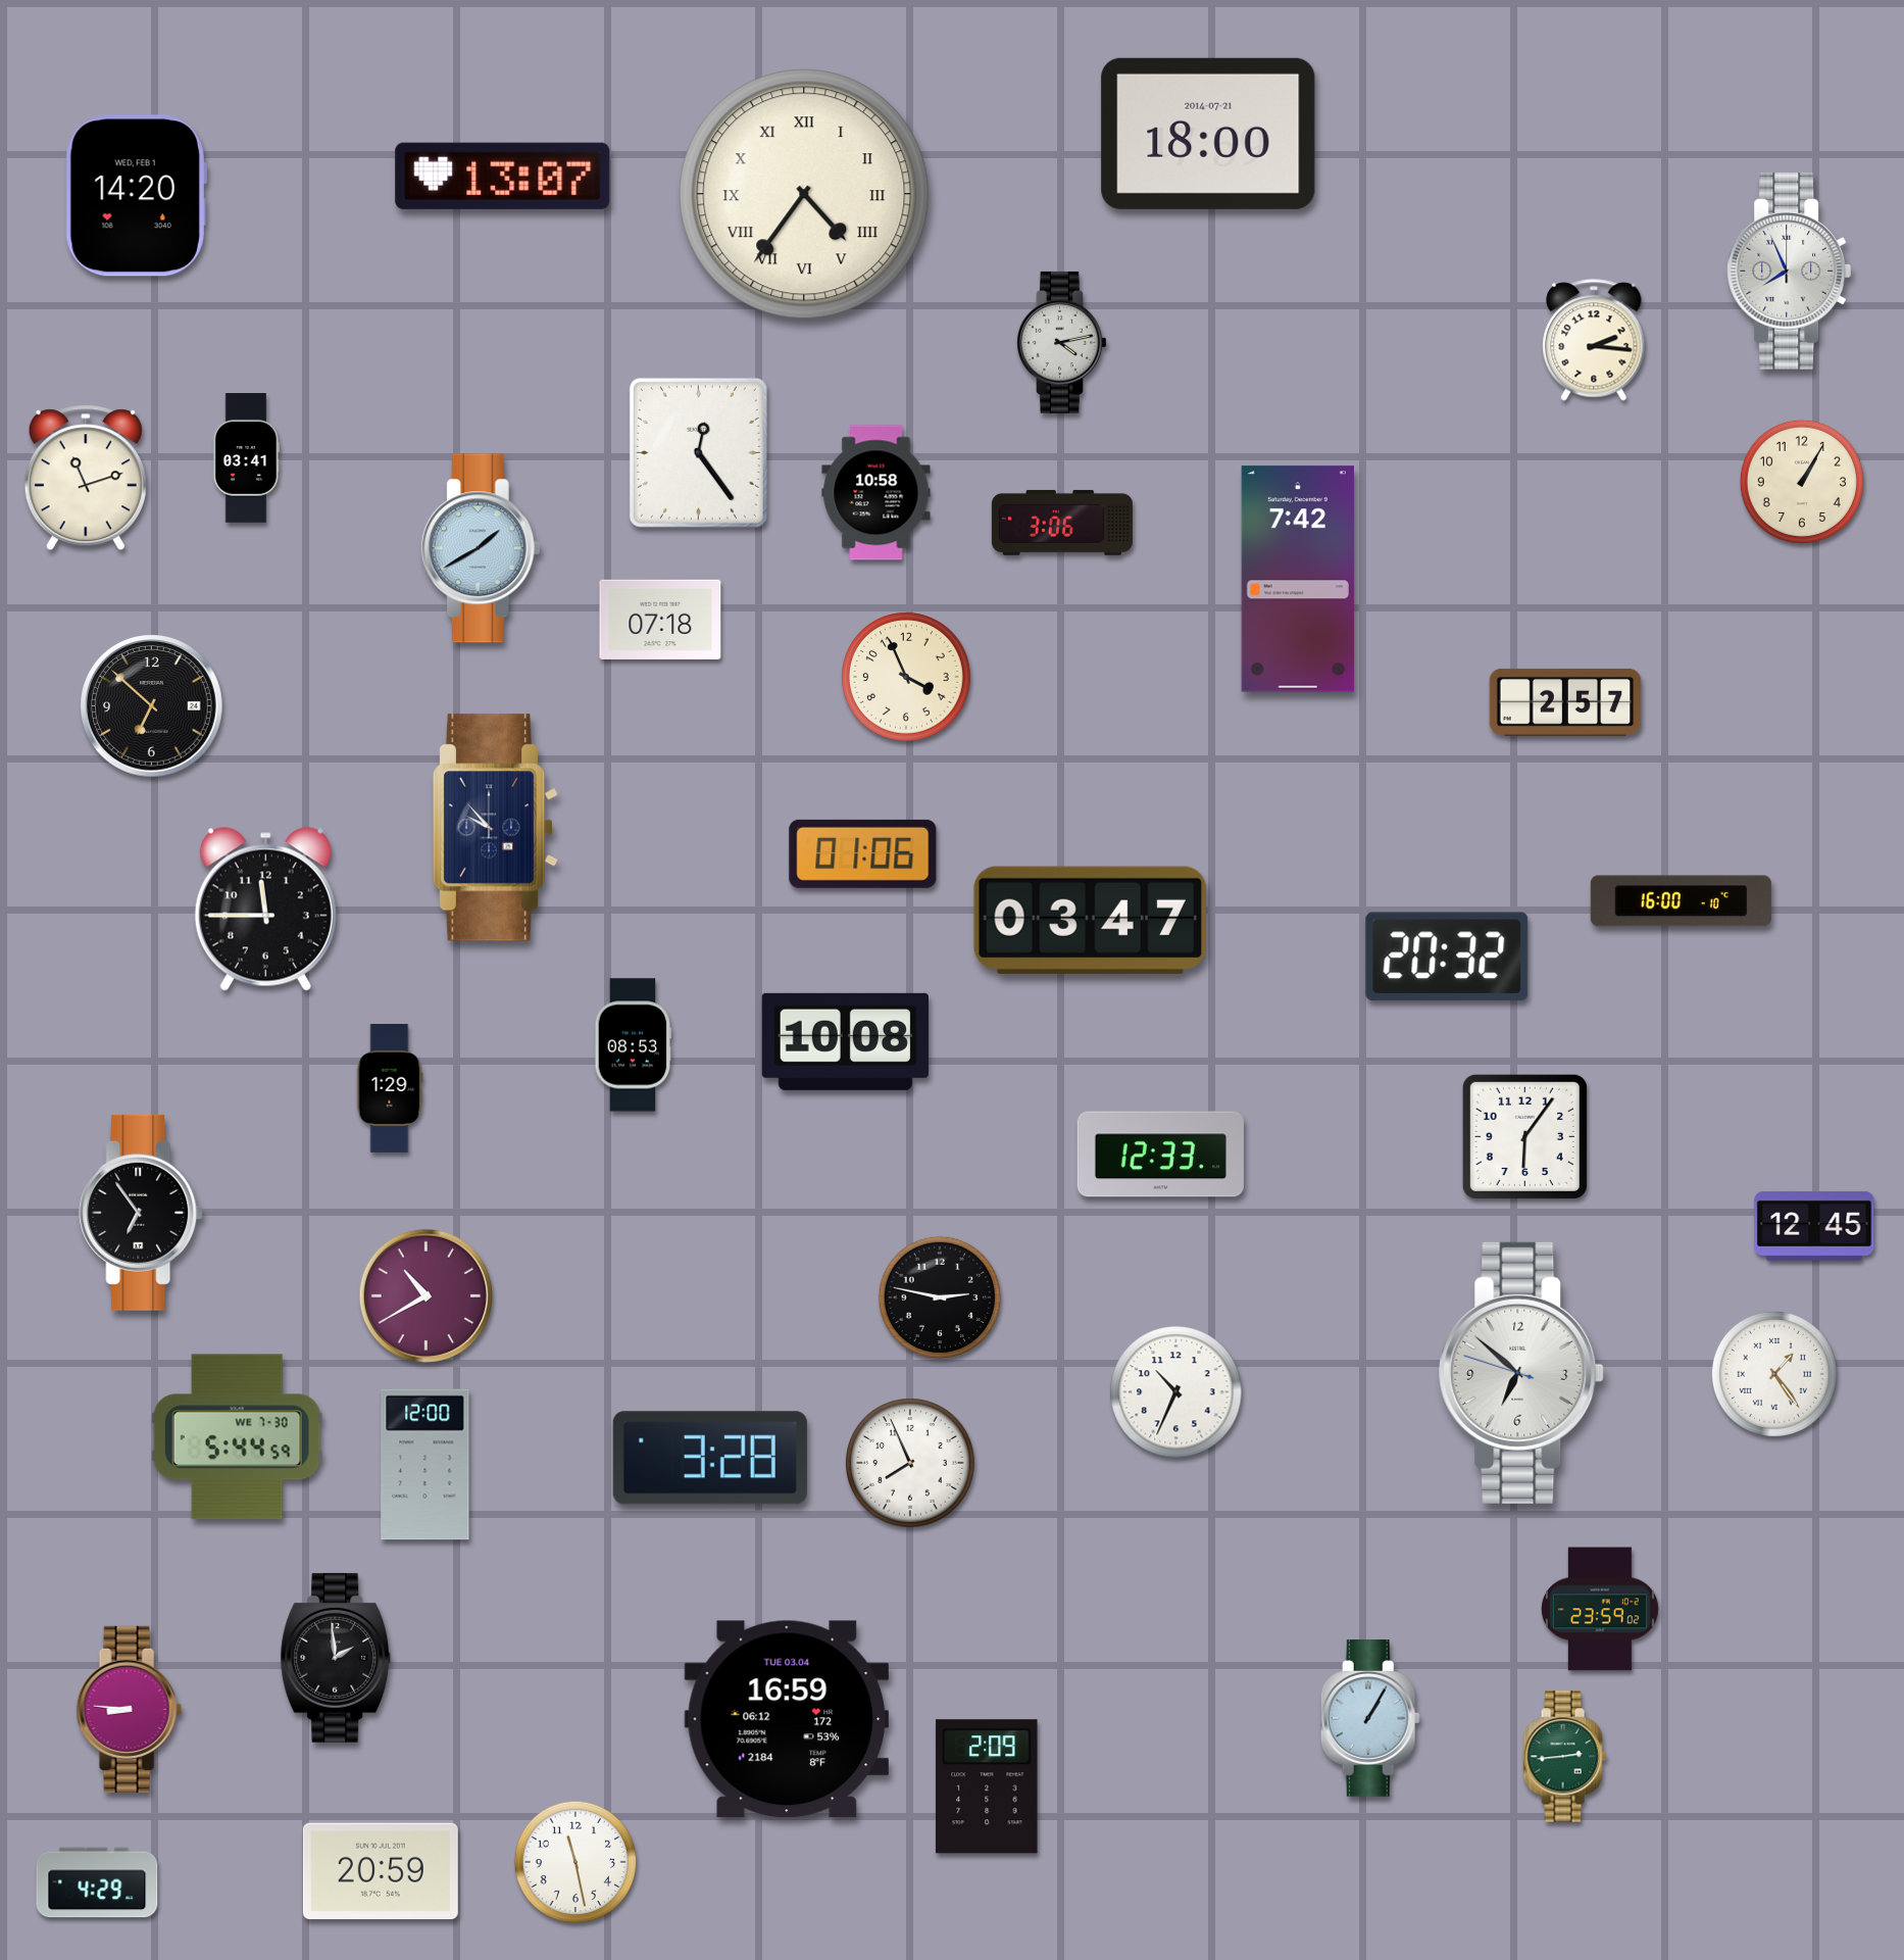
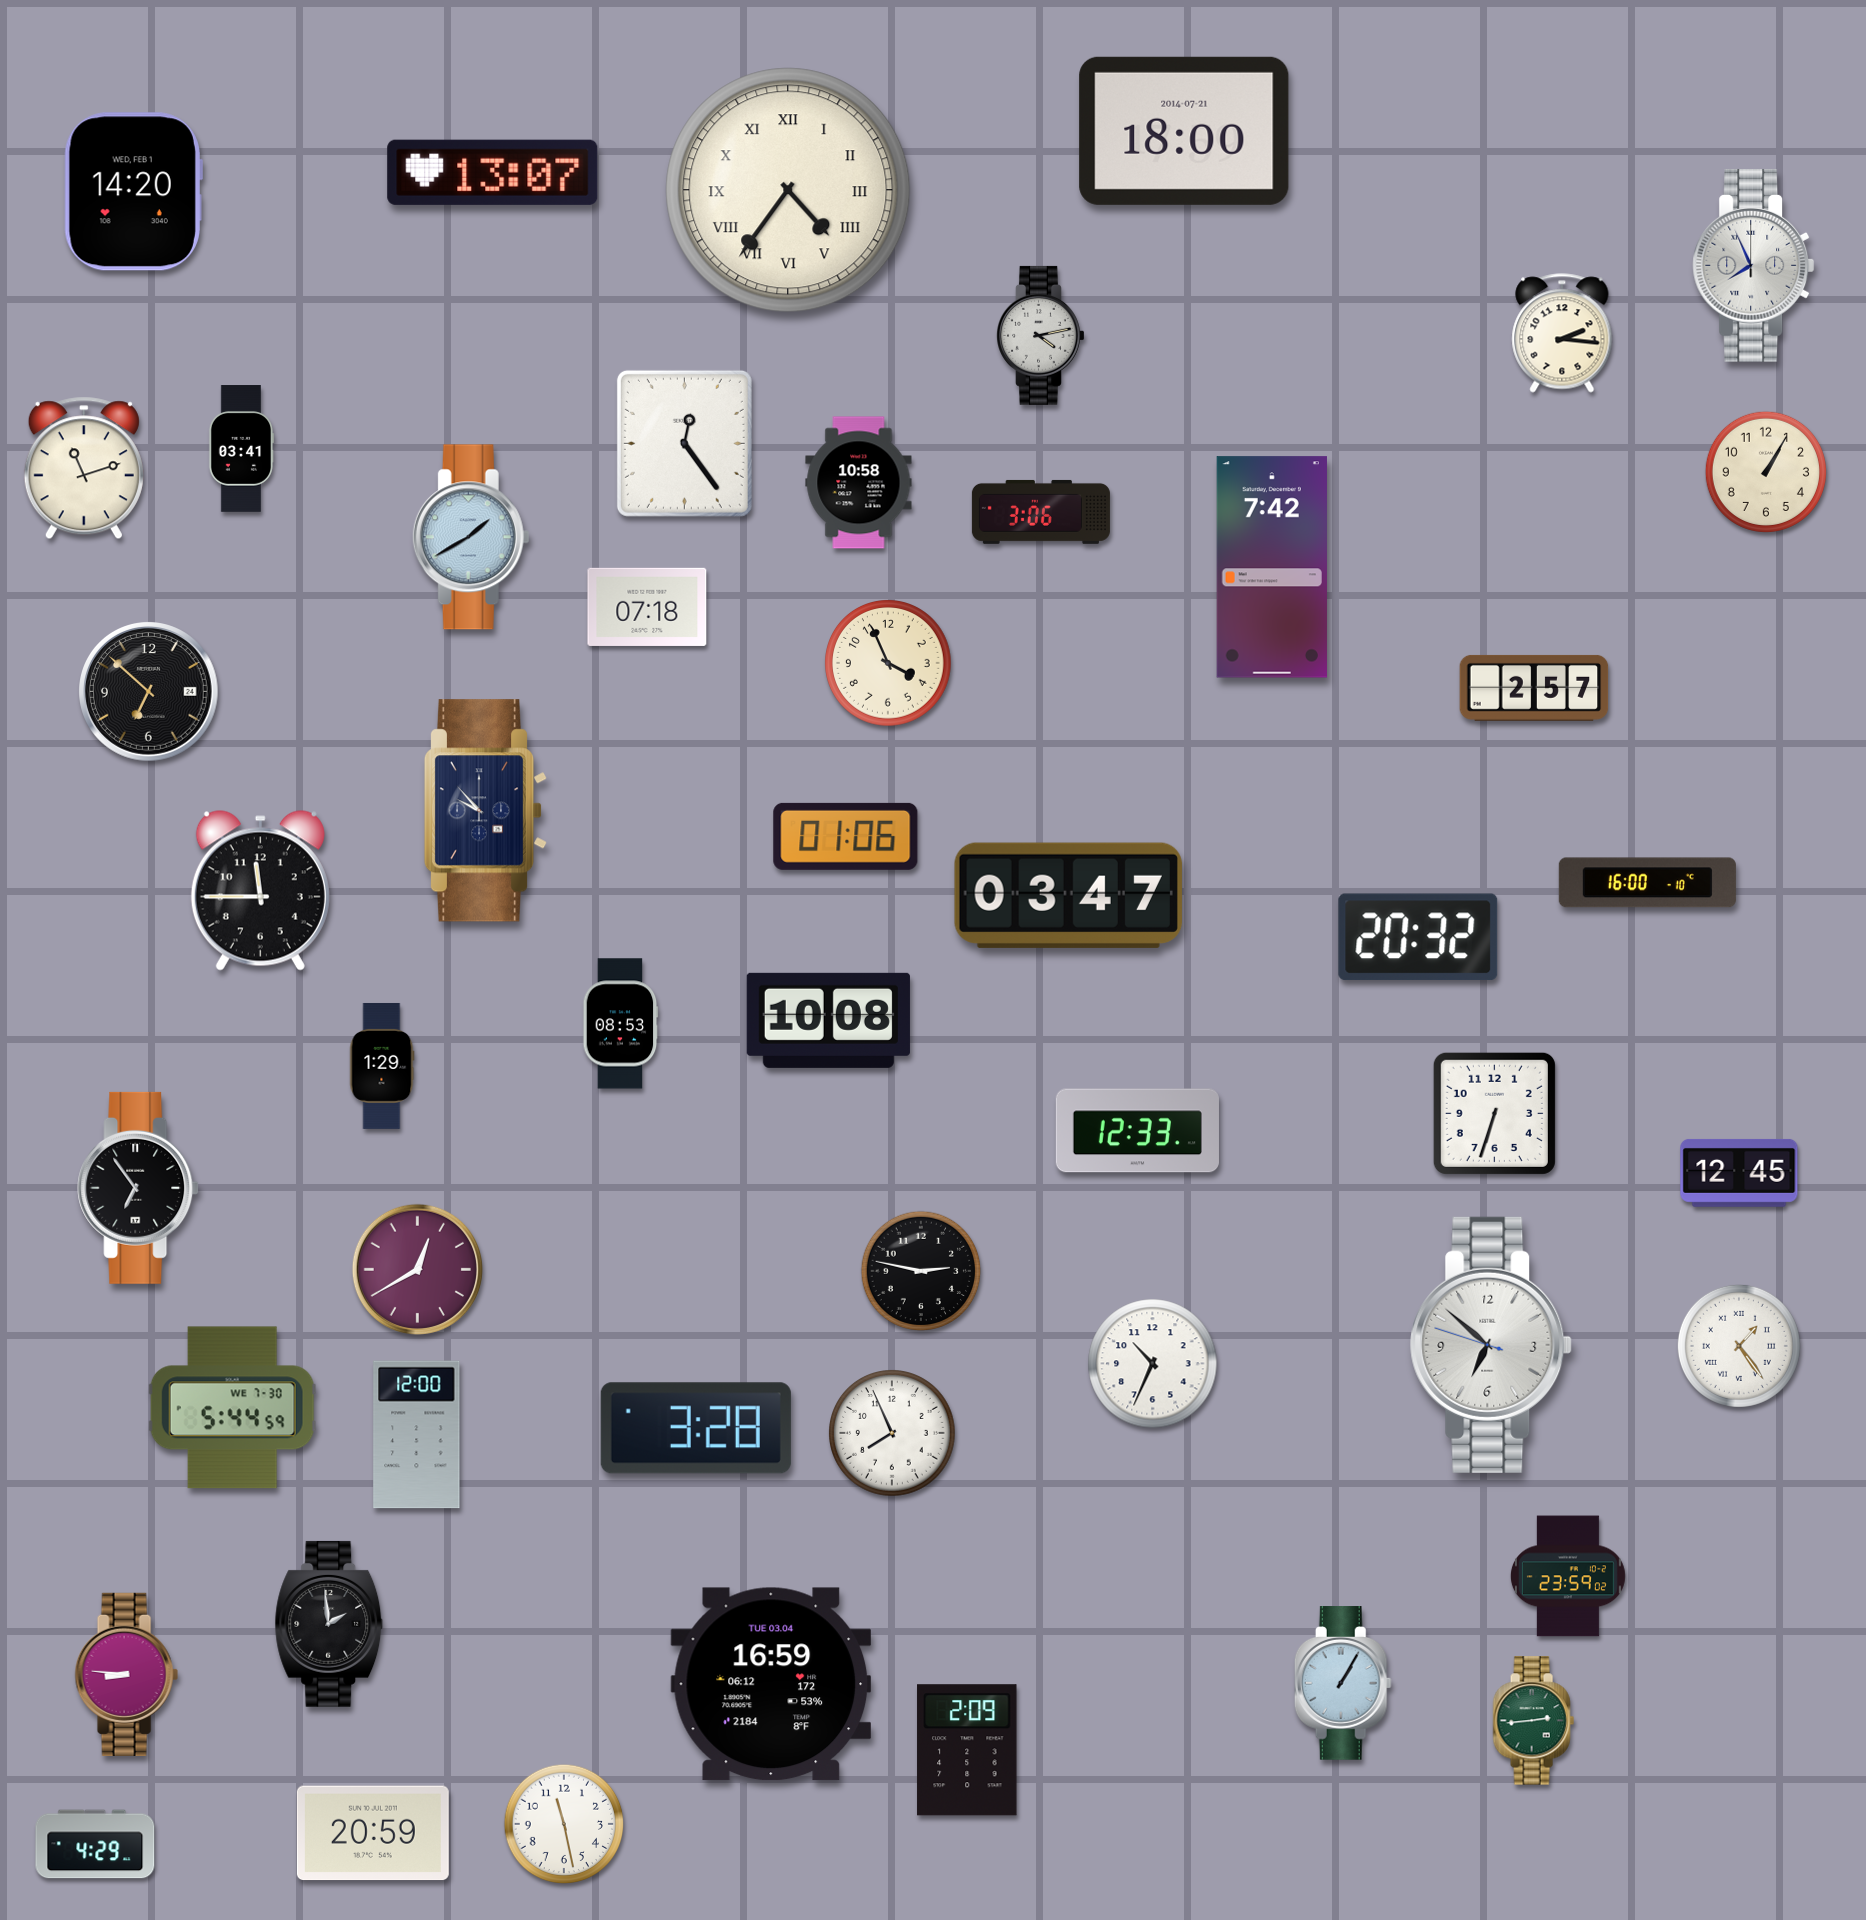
clock at (1090, 920) position: (1090, 920) -> (1068, 895)
clock at (1524, 1136): 6:06 -> 6:33
clock at (1814, 1226) position: (1814, 1226) -> (1739, 1173)
clock at (425, 1295): 10:40 -> 12:40
